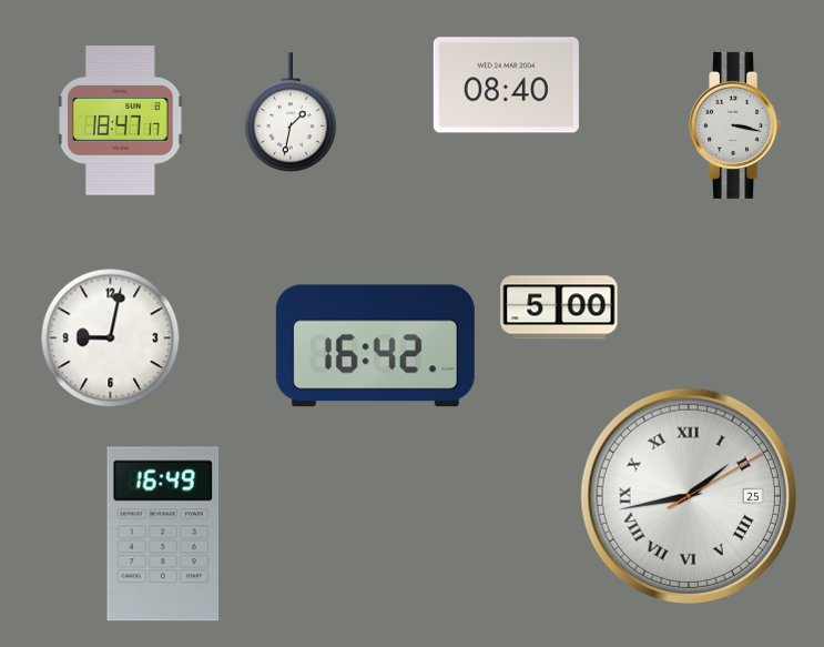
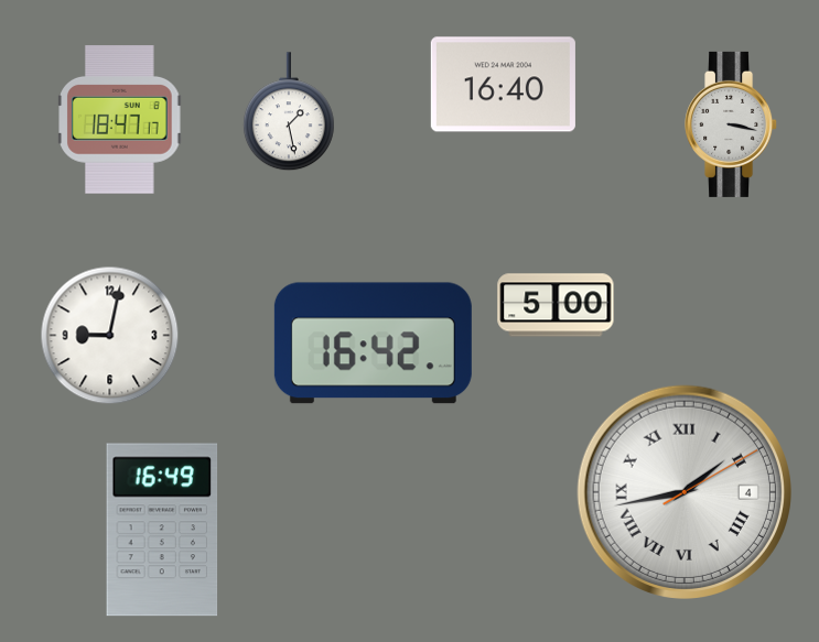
clock at (506, 85): 08:40 -> 16:40
clock at (291, 113): 1:32 -> 1:28
clock at (688, 495) date: 25 -> 4
